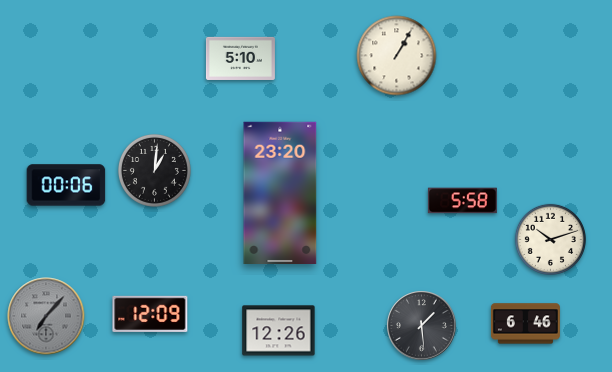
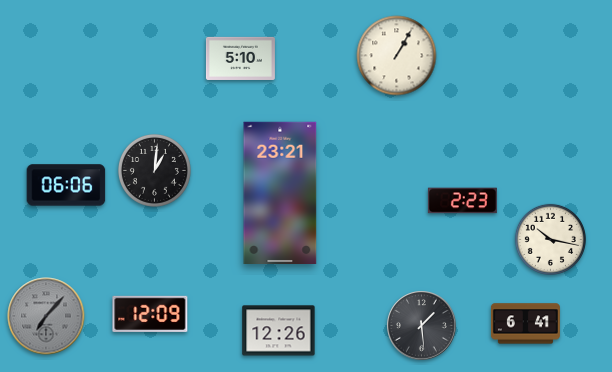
clock at (66, 185): 00:06 -> 06:06
clock at (280, 192): 23:20 -> 23:21
clock at (462, 201): 5:58 -> 2:23
clock at (550, 239): 10:12 -> 10:17
clock at (525, 324): 6:46 -> 6:41
